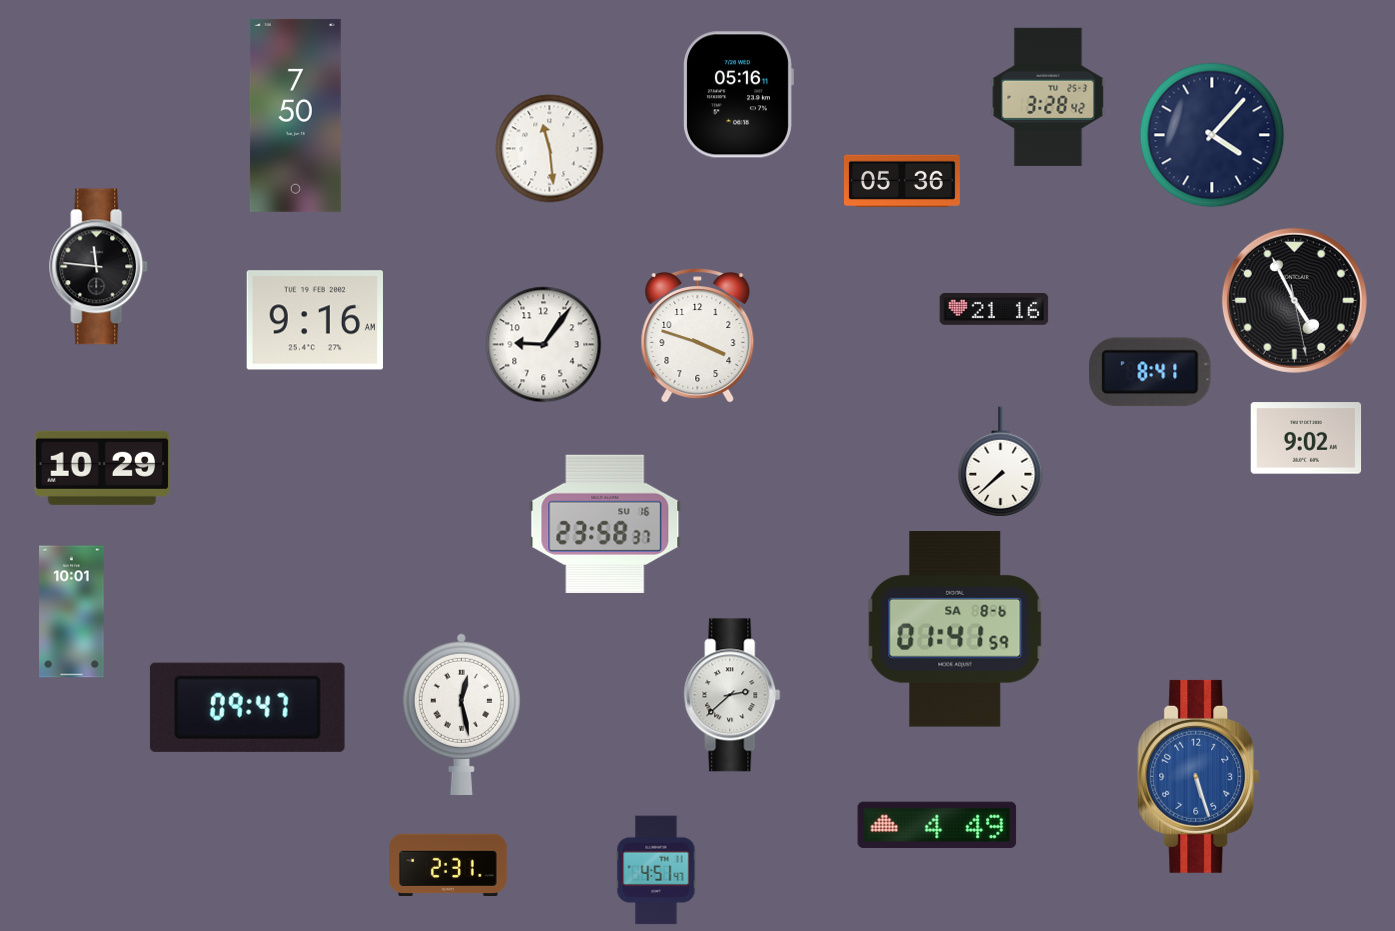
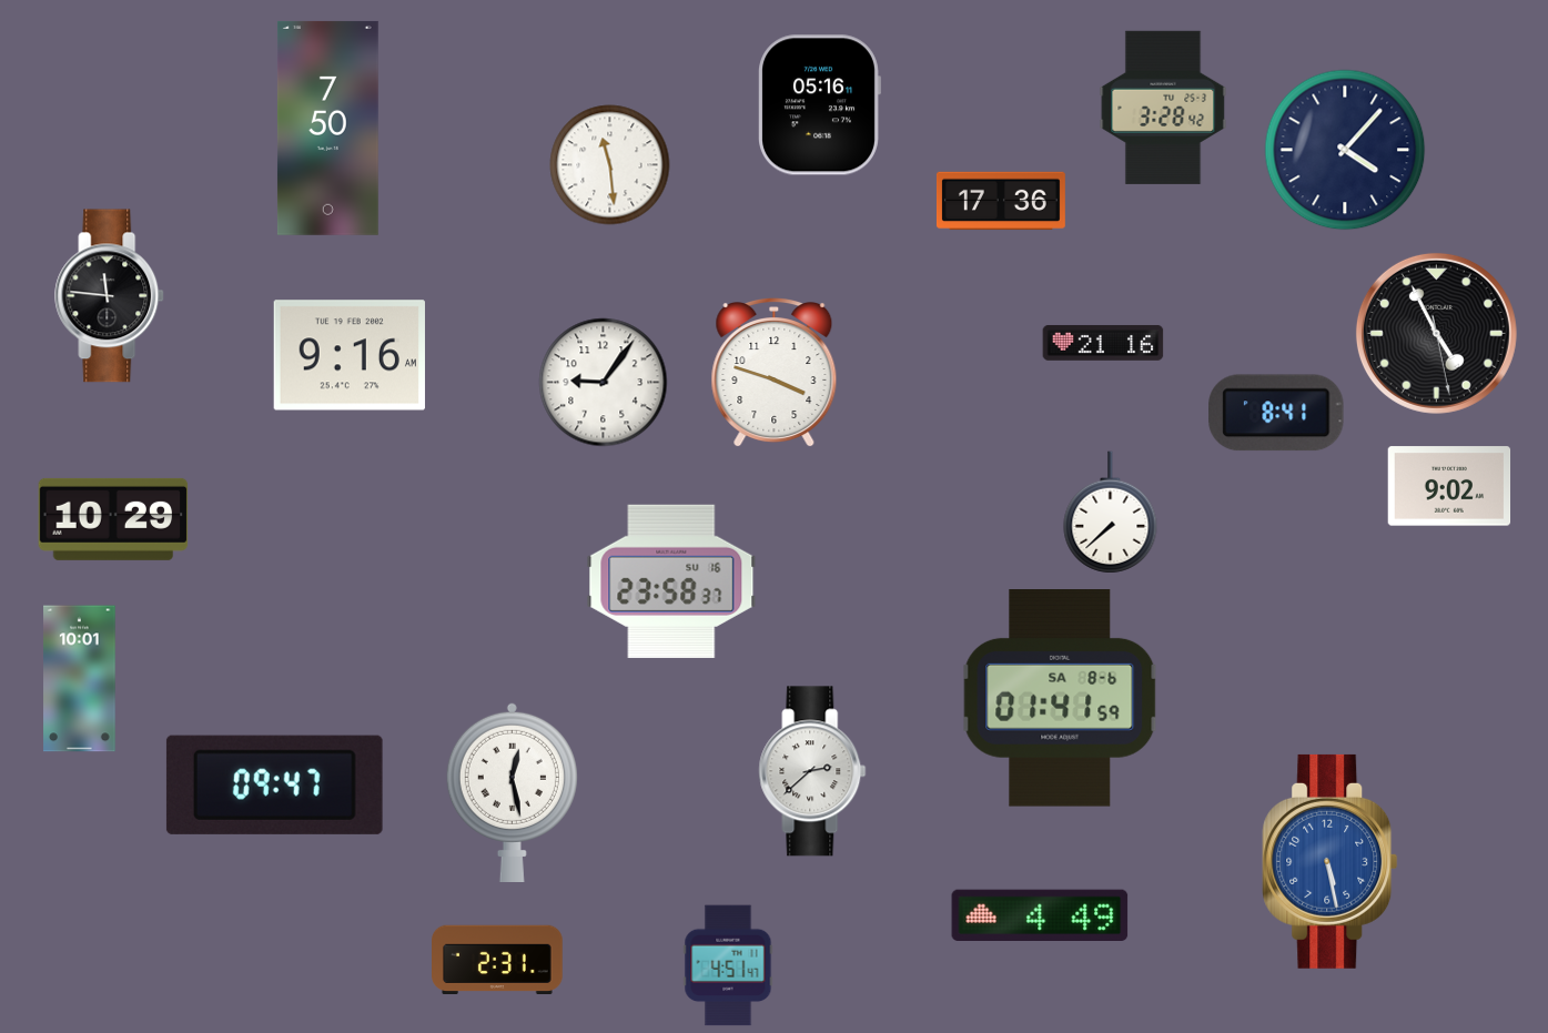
clock at (902, 181): 05:36 -> 17:36
clock at (1199, 776): 5:27 -> 5:28
